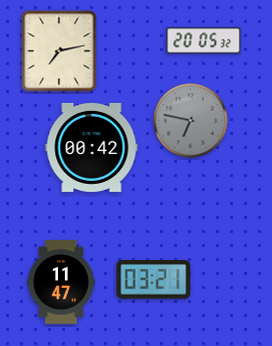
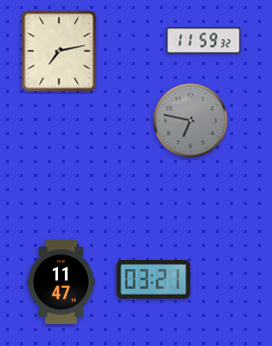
clock at (204, 41): 20:05 -> 11:59
clock at (92, 147): 00:42 -> none
